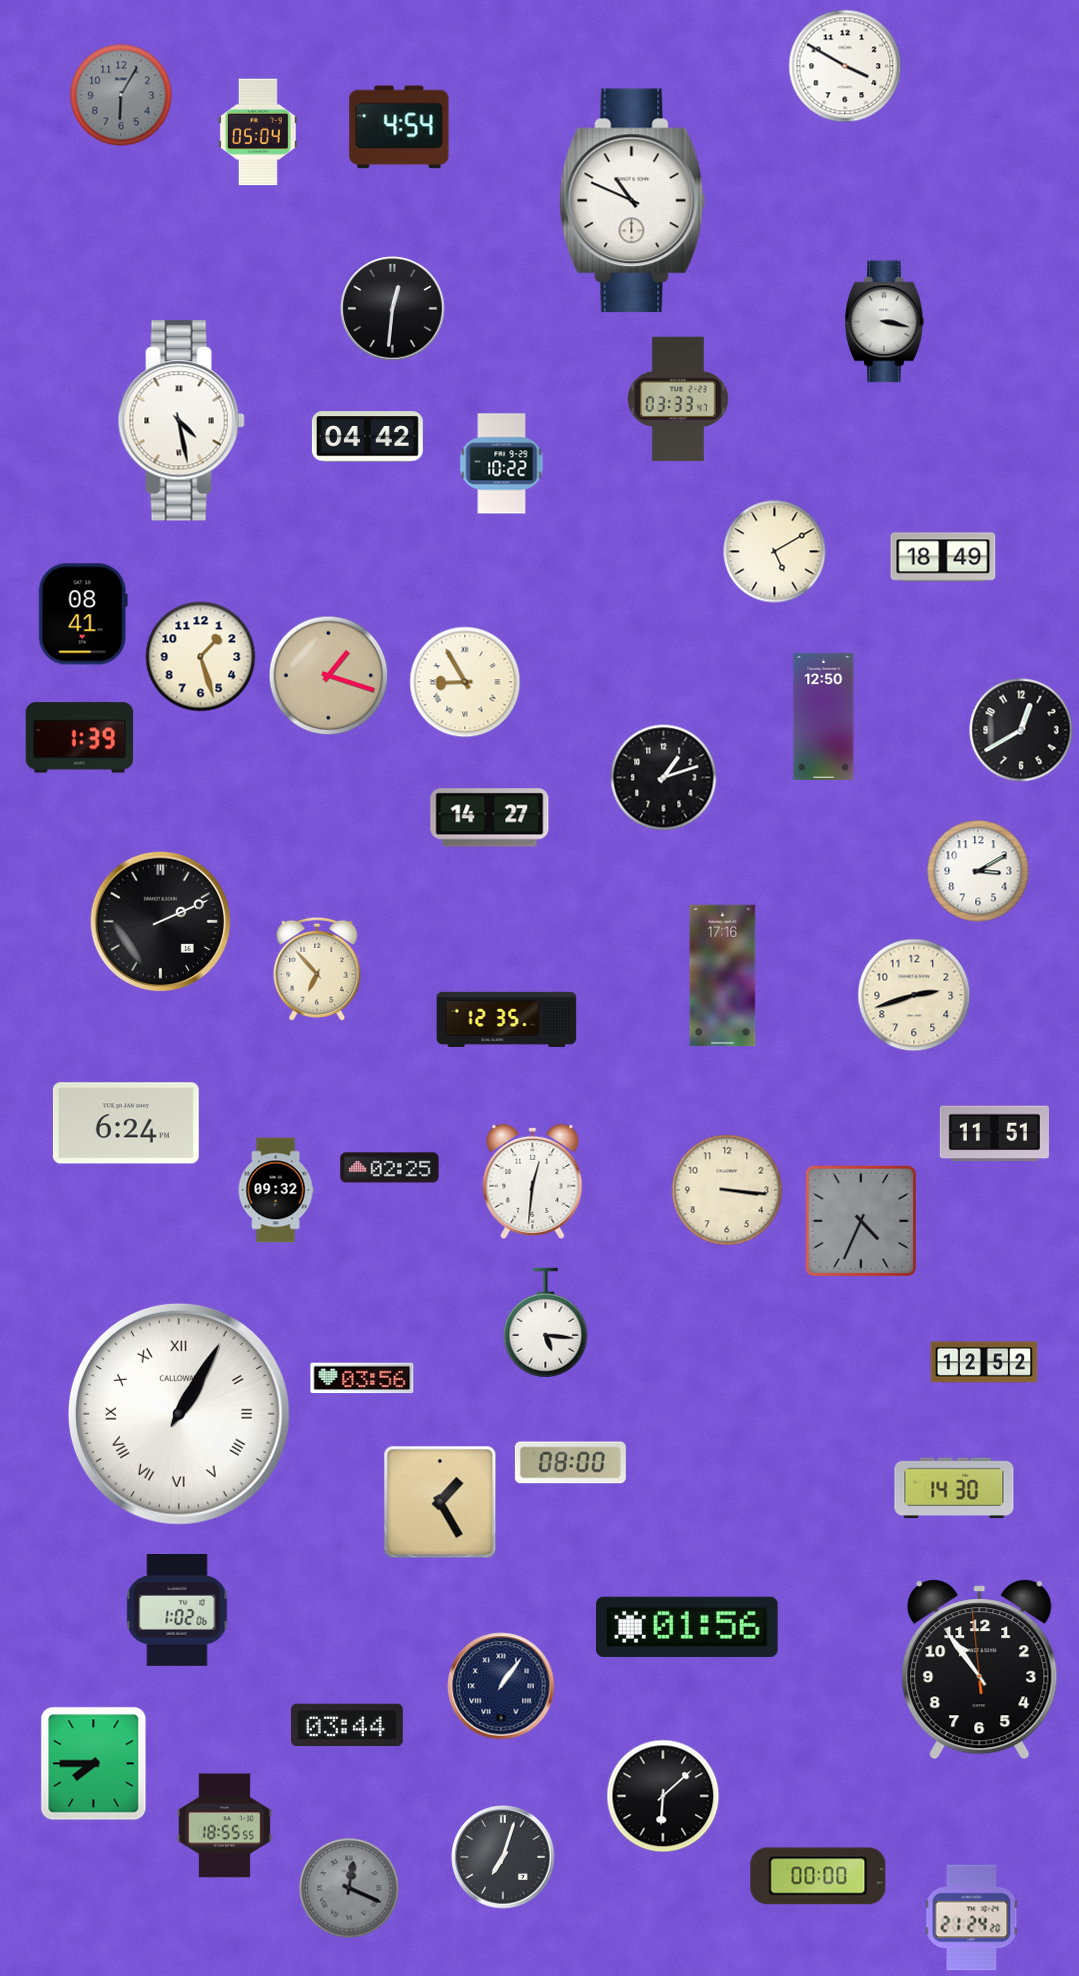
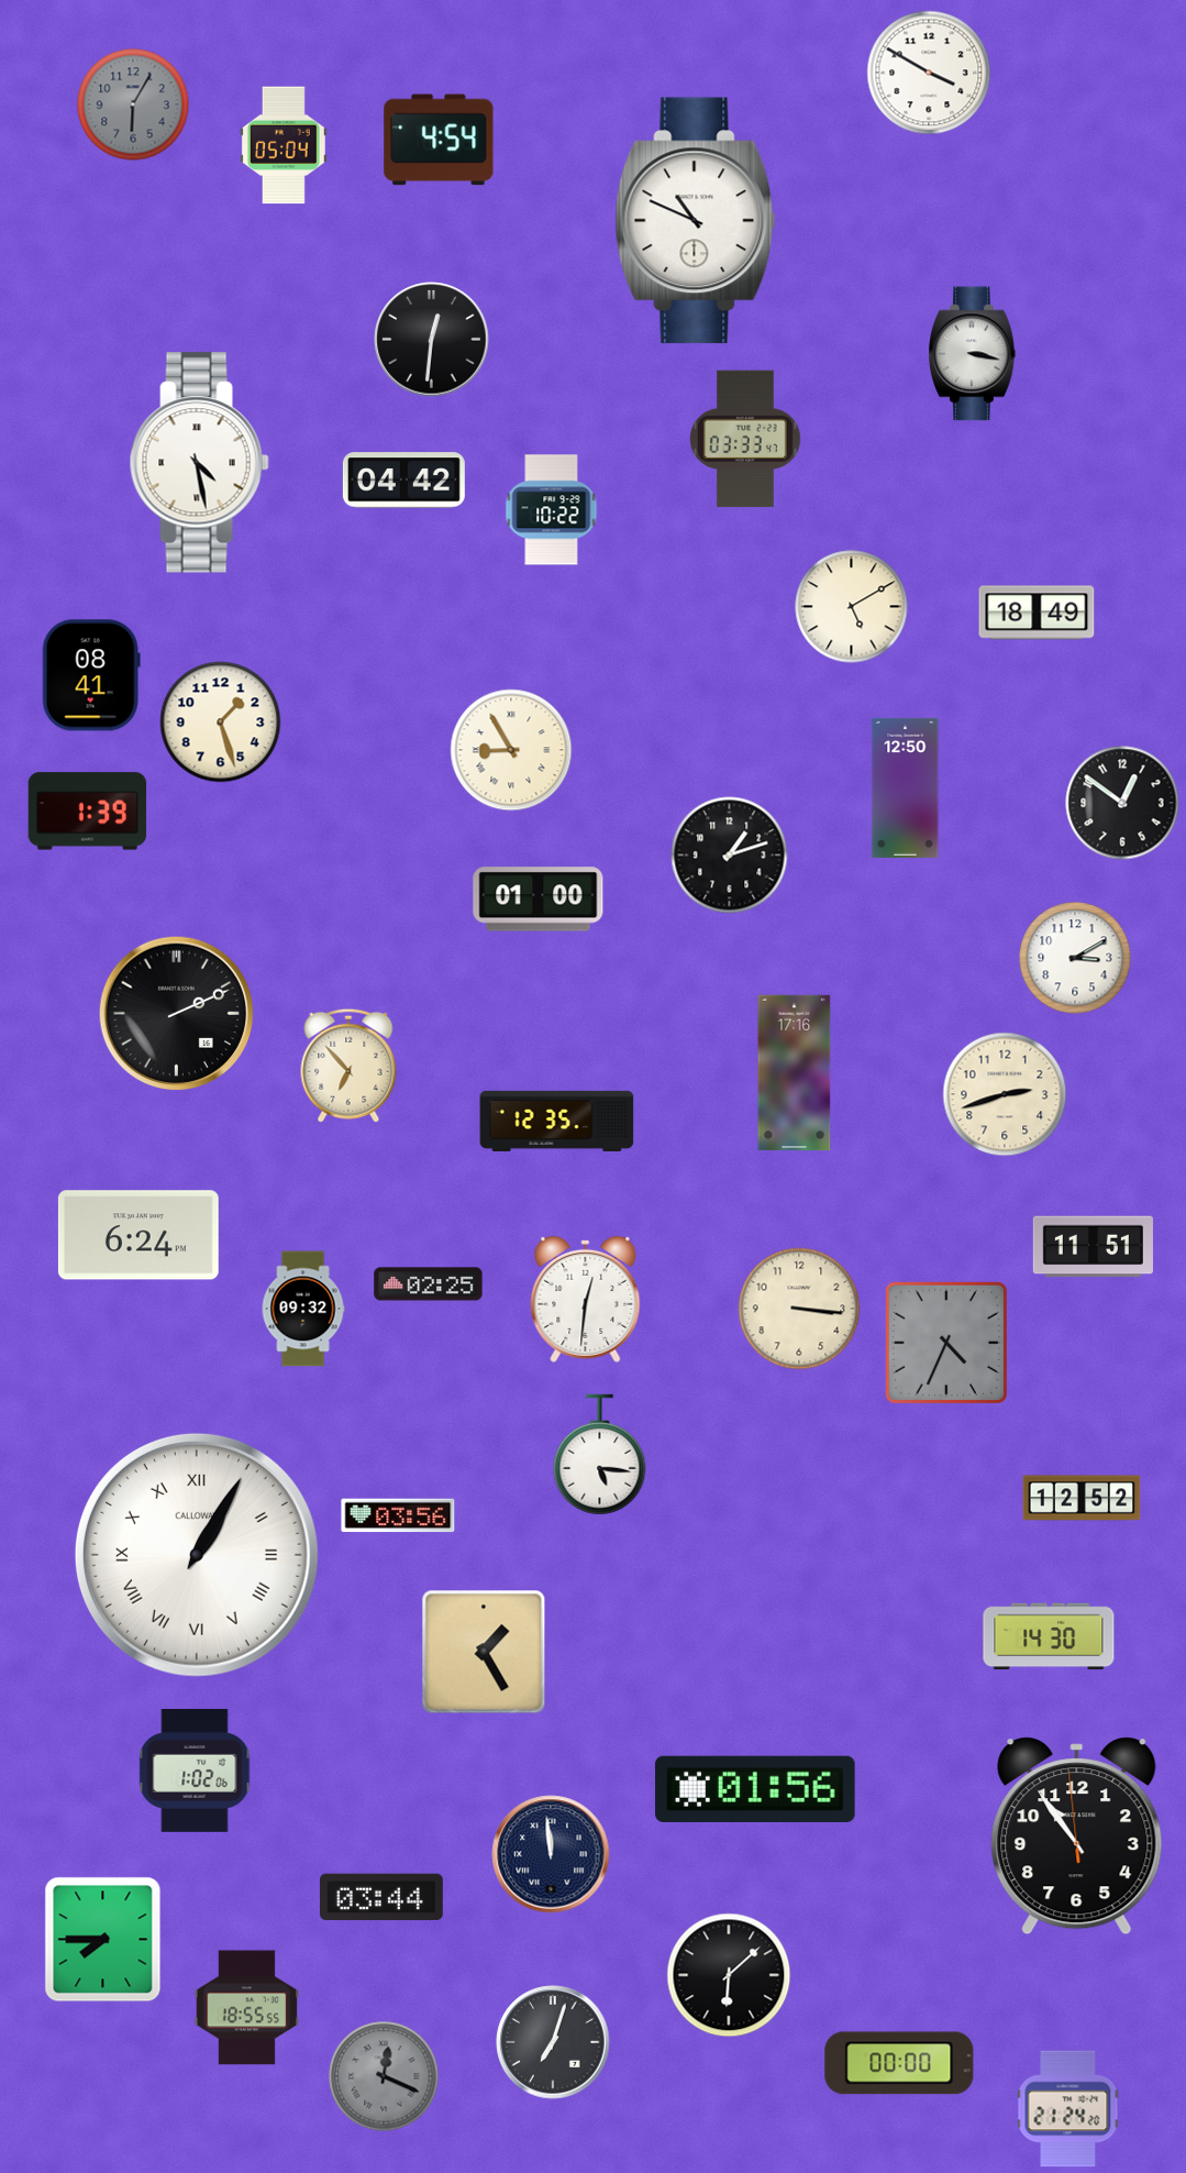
clock at (329, 676): 1:18 -> none
clock at (1021, 730): 12:40 -> 12:51
clock at (490, 818): 14:27 -> 01:00
clock at (570, 1463): 08:00 -> none
clock at (501, 1686): 1:06 -> 11:59
